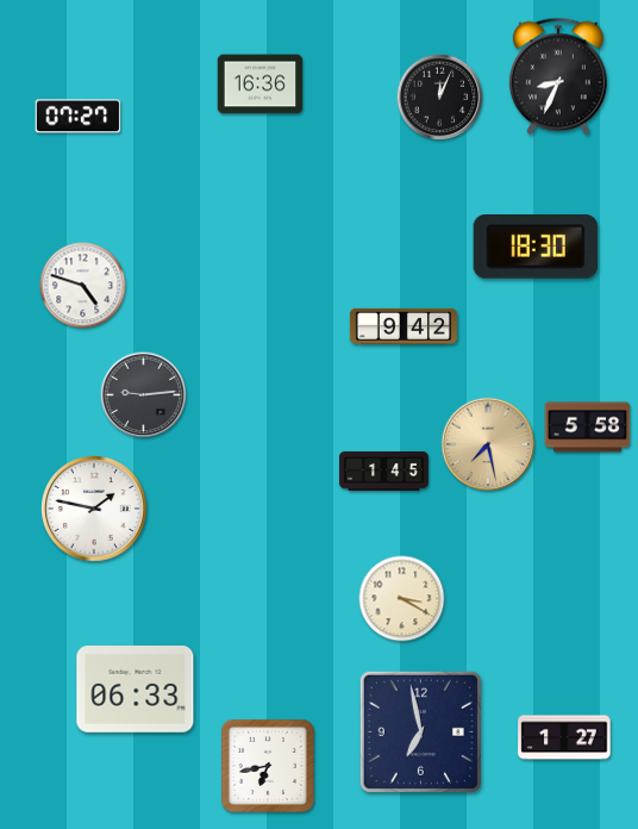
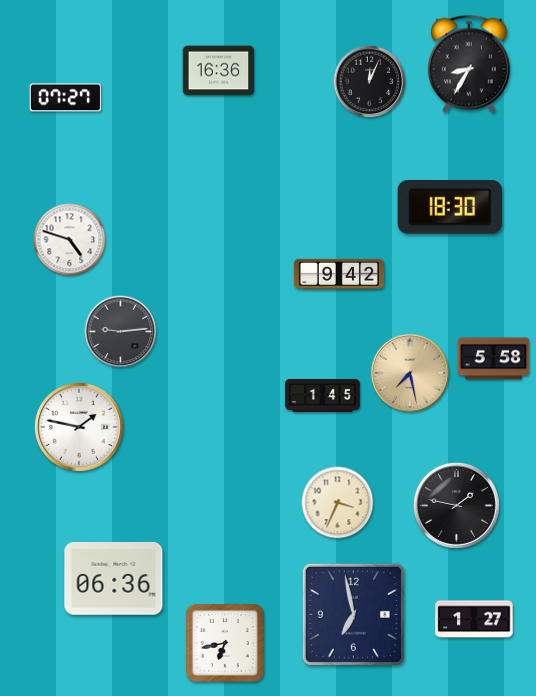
clock at (558, 76): 8:34 -> 8:35
clock at (402, 599): 3:20 -> 3:34
clock at (456, 505): none -> 1:47
clock at (136, 690): 06:33 -> 06:36
